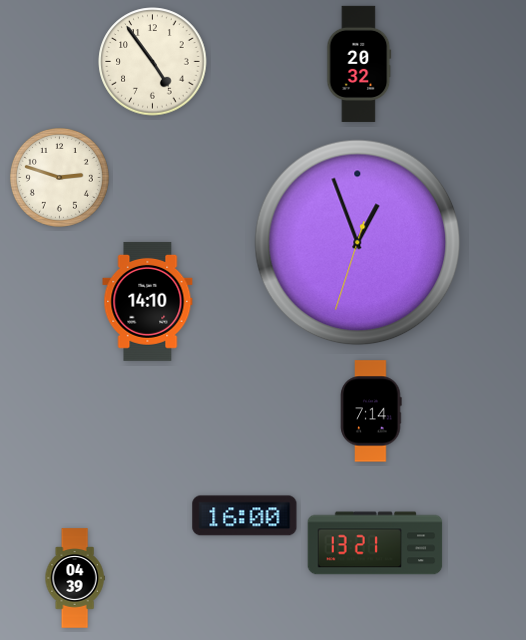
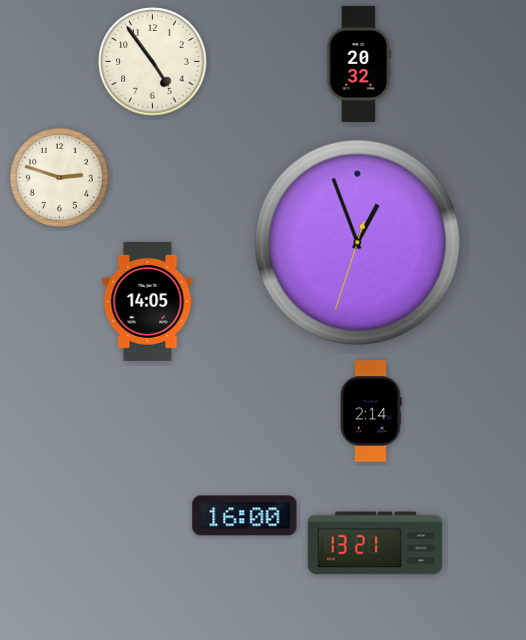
clock at (148, 301): 14:10 -> 14:05
clock at (371, 411): 7:14 -> 2:14
clock at (75, 578): 04:39 -> none
